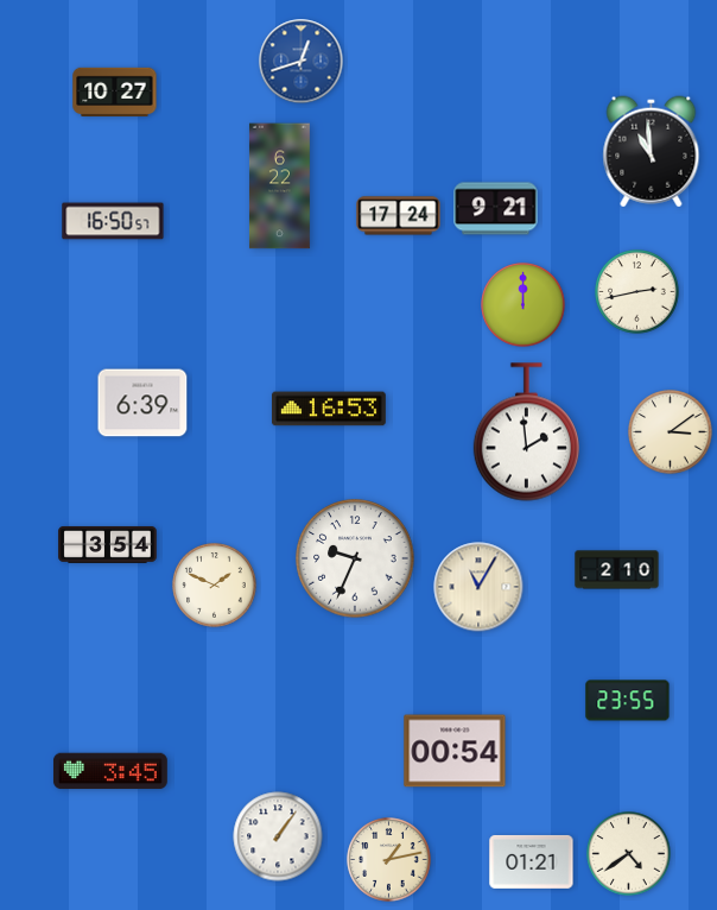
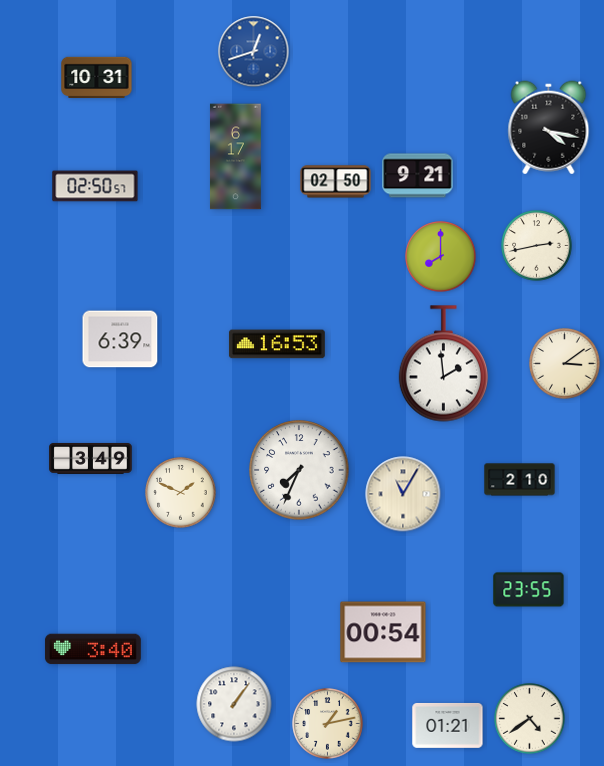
clock at (115, 91): 10:27 -> 10:31
clock at (652, 152): 10:59 -> 4:17
clock at (279, 187): 6:22 -> 6:17
clock at (399, 216): 17:24 -> 02:50
clock at (113, 221): 16:50 -> 02:50
clock at (524, 305): 12:00 -> 8:00
clock at (108, 544): 3:54 -> 3:49
clock at (355, 558): 9:34 -> 7:34
clock at (110, 771): 3:45 -> 3:40
